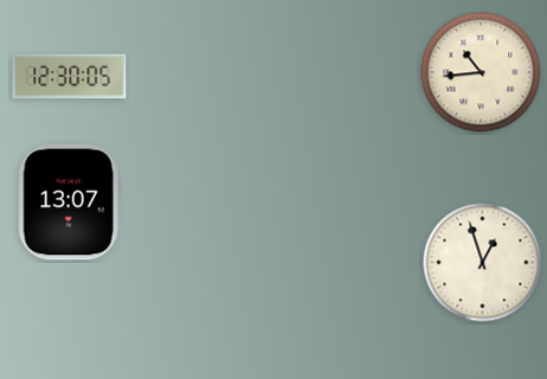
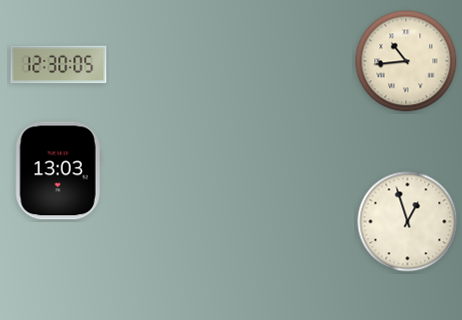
clock at (69, 203): 13:07 -> 13:03
